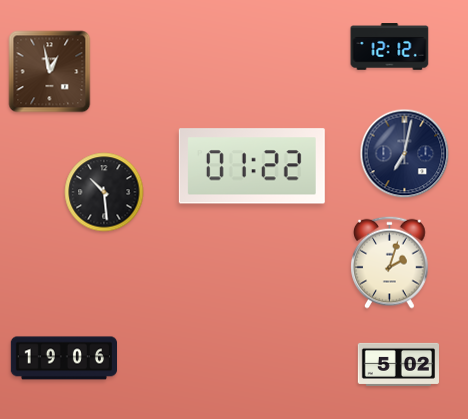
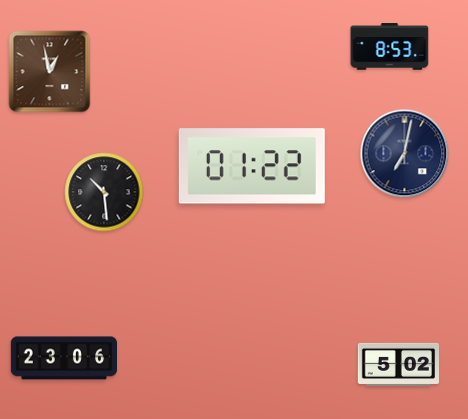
clock at (390, 47): 12:12 -> 8:53
clock at (390, 262): 2:03 -> none
clock at (63, 358): 19:06 -> 23:06
